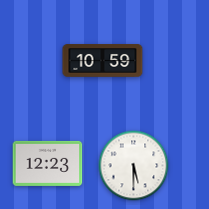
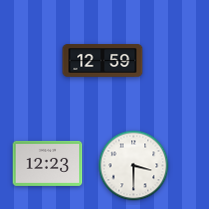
clock at (103, 61): 10:59 -> 12:59
clock at (134, 166): 5:30 -> 3:30
